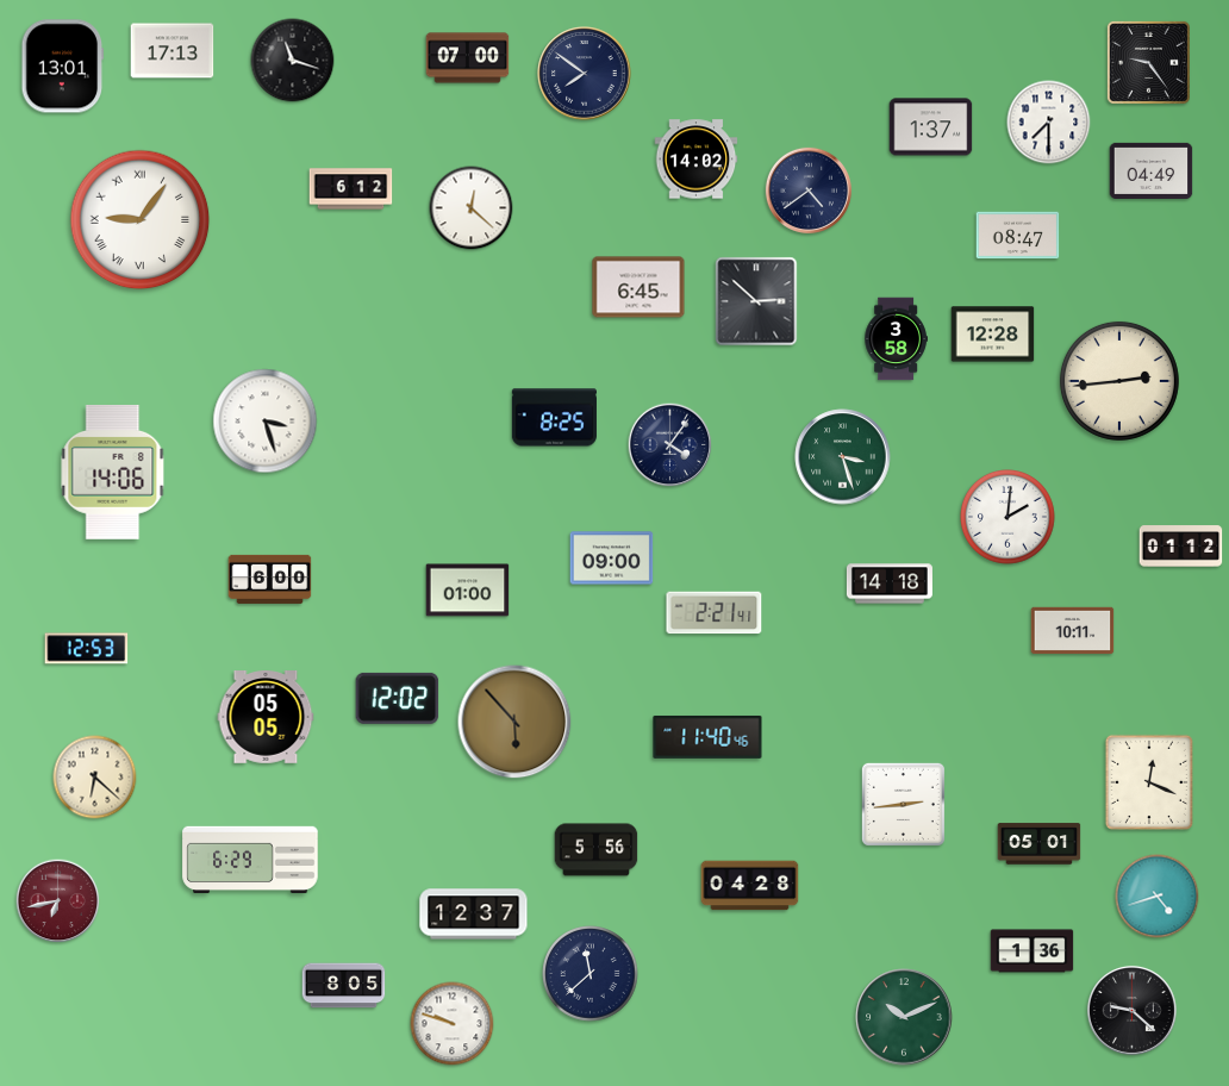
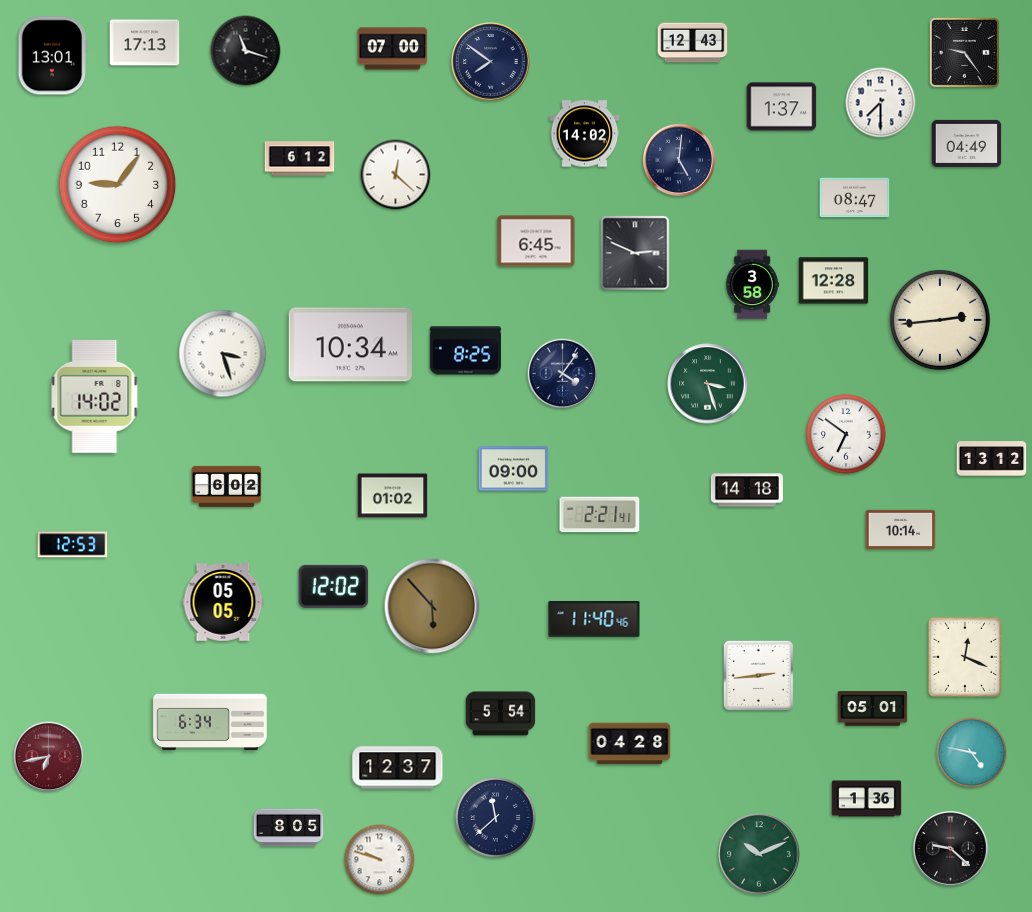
clock at (693, 43): none -> 12:43
clock at (351, 189) position: (351, 189) -> (300, 159)
clock at (809, 191): 4:39 -> 5:01
clock at (141, 220) numerals: Roman -> Arabic
clock at (756, 301): 2:52 -> 2:49
clock at (350, 345): none -> 10:34
clock at (113, 472): 14:06 -> 14:02
clock at (1009, 518): 2:01 -> 6:51
clock at (1181, 547): 01:12 -> 13:12
clock at (270, 579): 6:00 -> 6:02
clock at (468, 591): 01:00 -> 01:02
clock at (1073, 631): 10:11 -> 10:14
clock at (95, 778): 6:22 -> none
clock at (597, 850): 5:56 -> 5:54
clock at (250, 860): 6:29 -> 6:34
clock at (1158, 897): 4:42 -> 4:47
